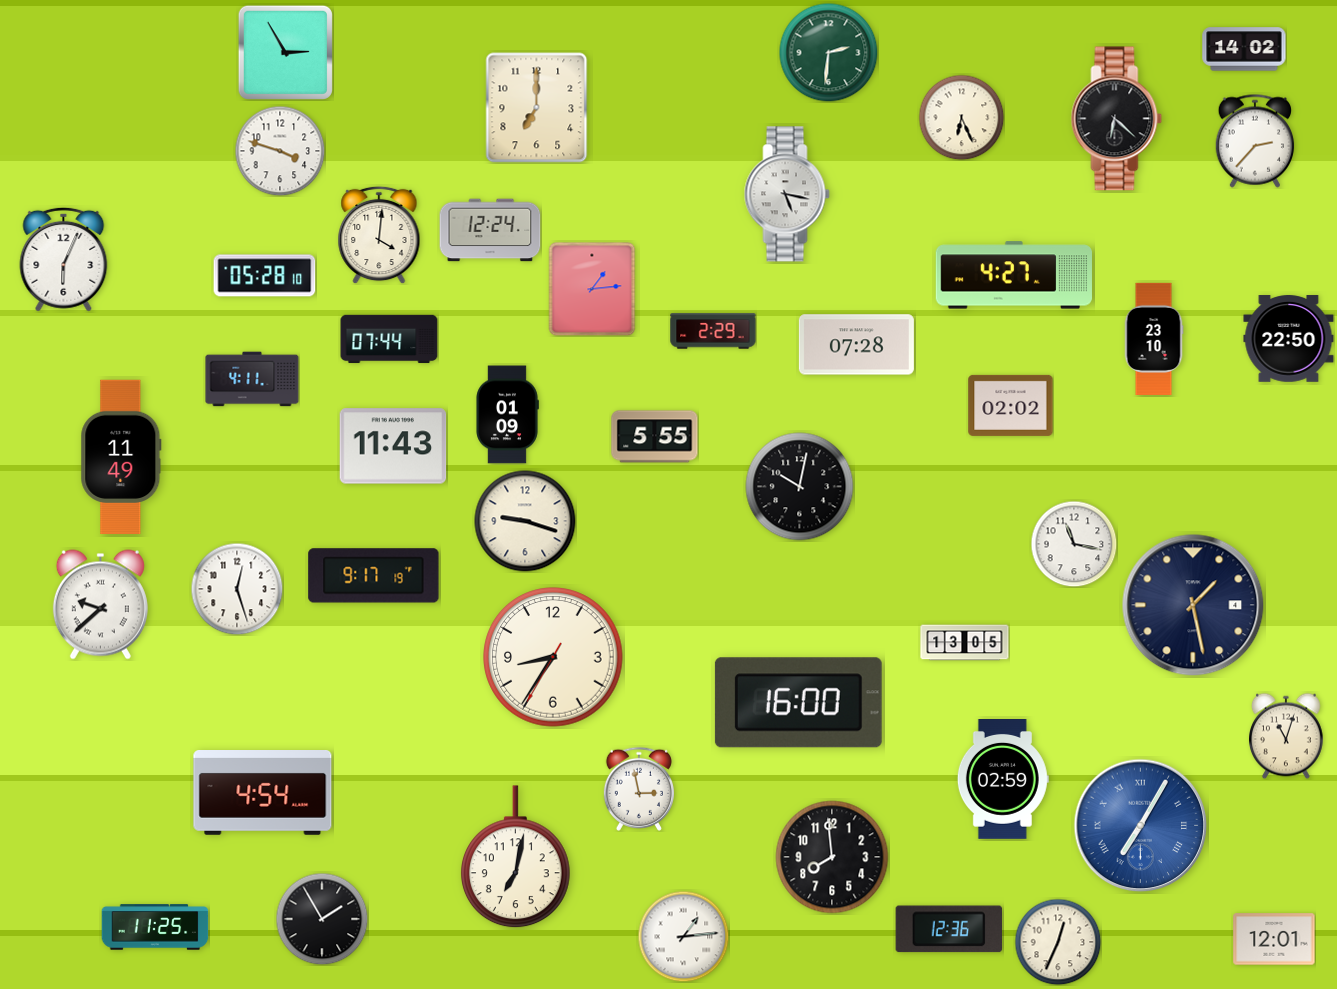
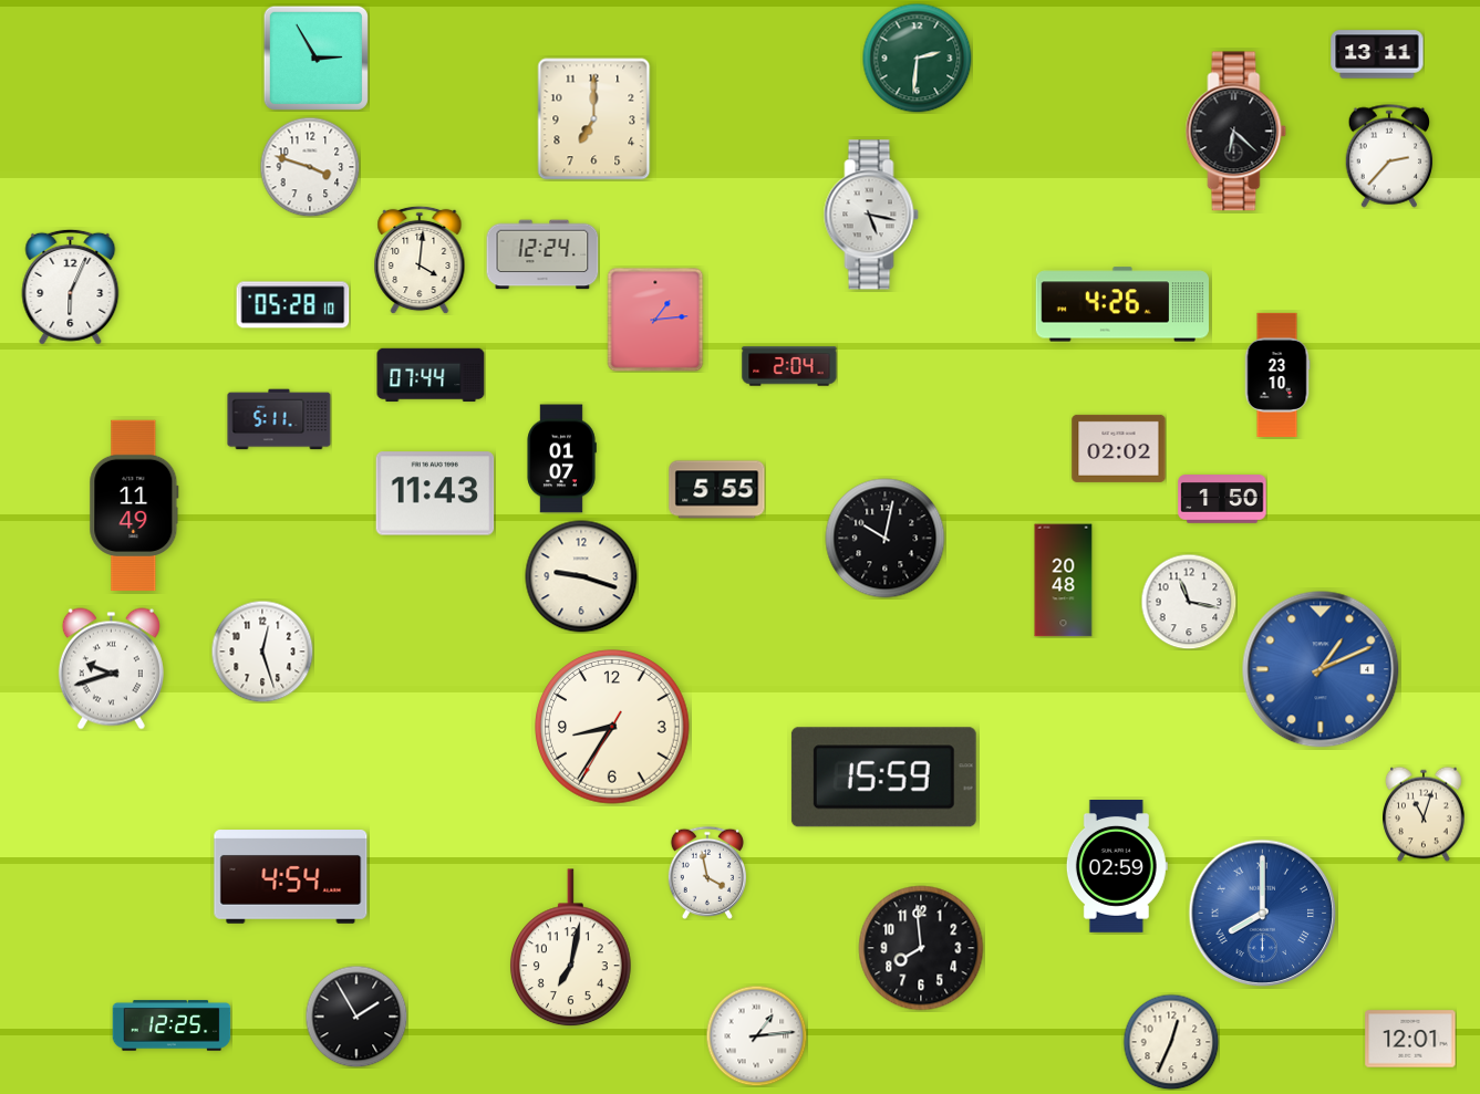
clock at (1244, 49): 14:02 -> 13:11
clock at (961, 117): 6:26 -> none
clock at (1014, 275): 4:27 -> 4:26
clock at (713, 331): 2:29 -> 2:04
clock at (1289, 339): 22:50 -> none
clock at (856, 345): 07:28 -> none
clock at (252, 379): 4:11 -> 5:11
clock at (507, 415): 01:09 -> 01:07
clock at (655, 437) position: (655, 437) -> (717, 490)
clock at (1222, 499): none -> 1:50
clock at (1064, 581): none -> 20:48
clock at (374, 576): 9:17 -> none
clock at (100, 605): 9:38 -> 9:42
clock at (1193, 605): 1:28 -> 1:11
clock at (1193, 605) dial: navy -> blue
clock at (965, 643): 13:05 -> none
clock at (798, 703): 16:00 -> 15:59
clock at (1003, 780) position: (1003, 780) -> (1117, 867)
clock at (639, 789): 2:58 -> 3:58
clock at (1141, 826): 7:05 -> 8:00
clock at (155, 927): 11:25 -> 12:25
clock at (948, 929): 12:36 -> none
